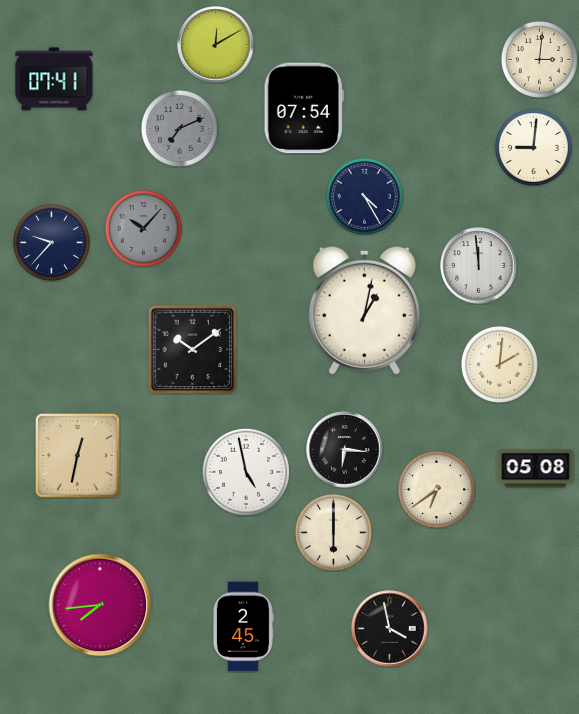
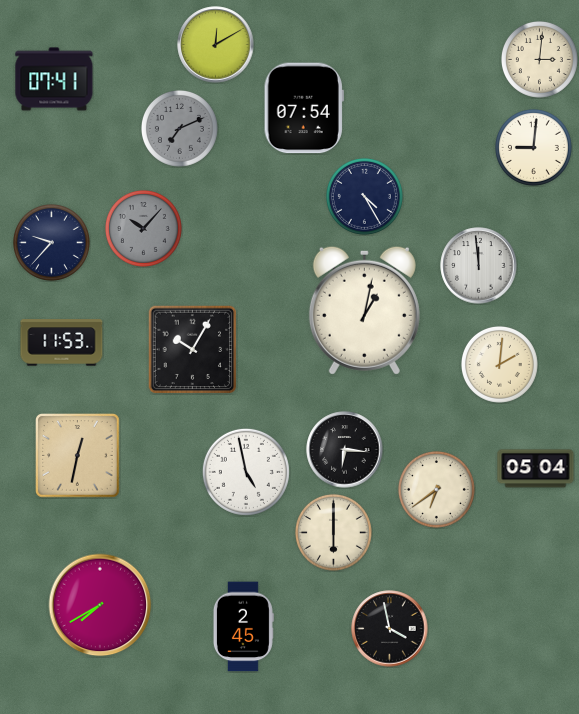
clock at (62, 343): none -> 11:53
clock at (192, 349): 10:09 -> 10:05
clock at (536, 469): 05:08 -> 05:04
clock at (100, 605): 7:44 -> 7:40
